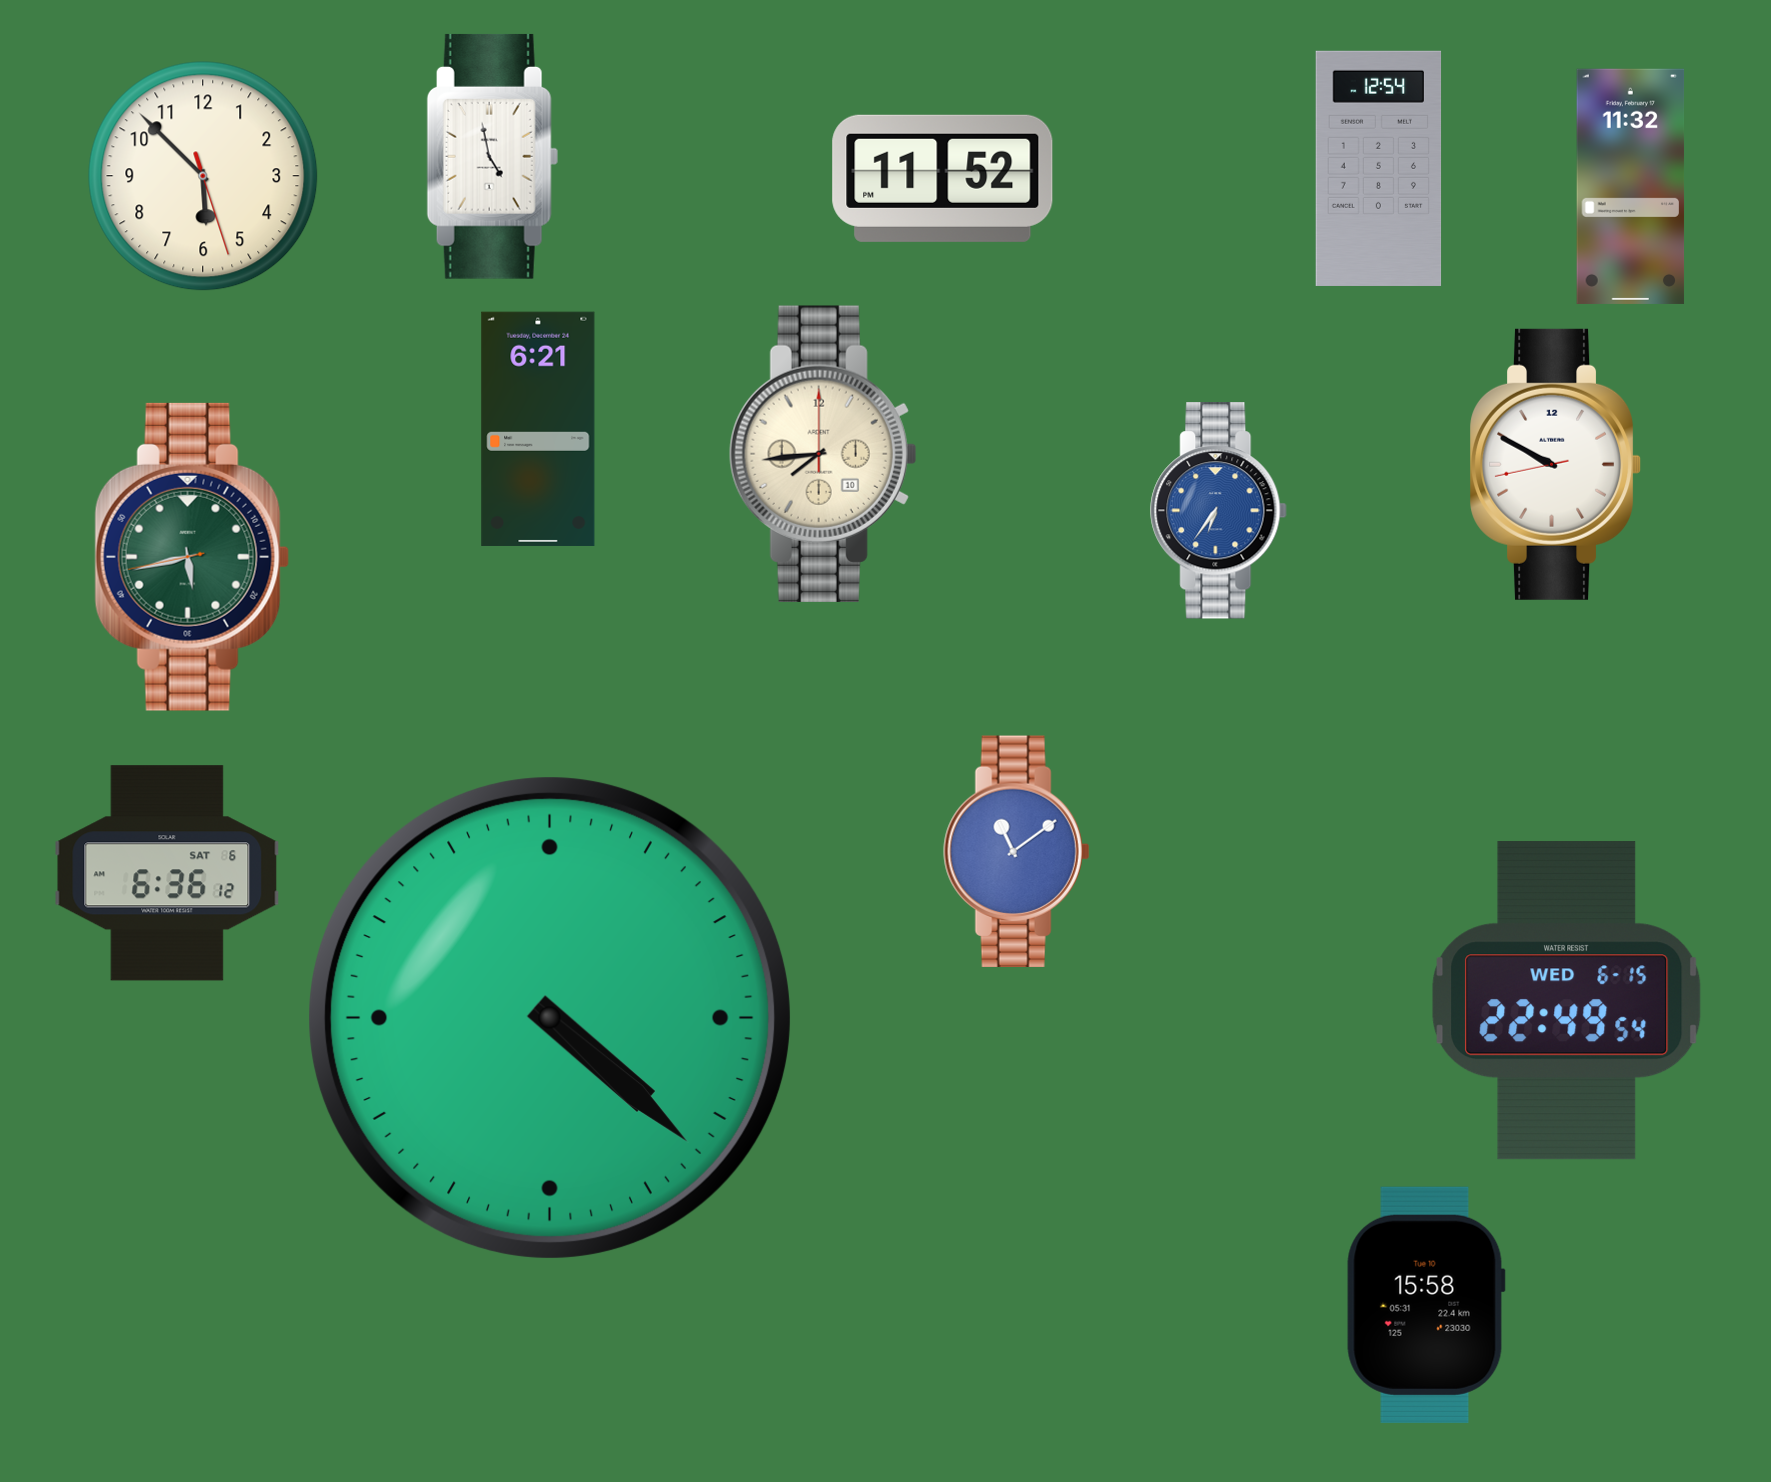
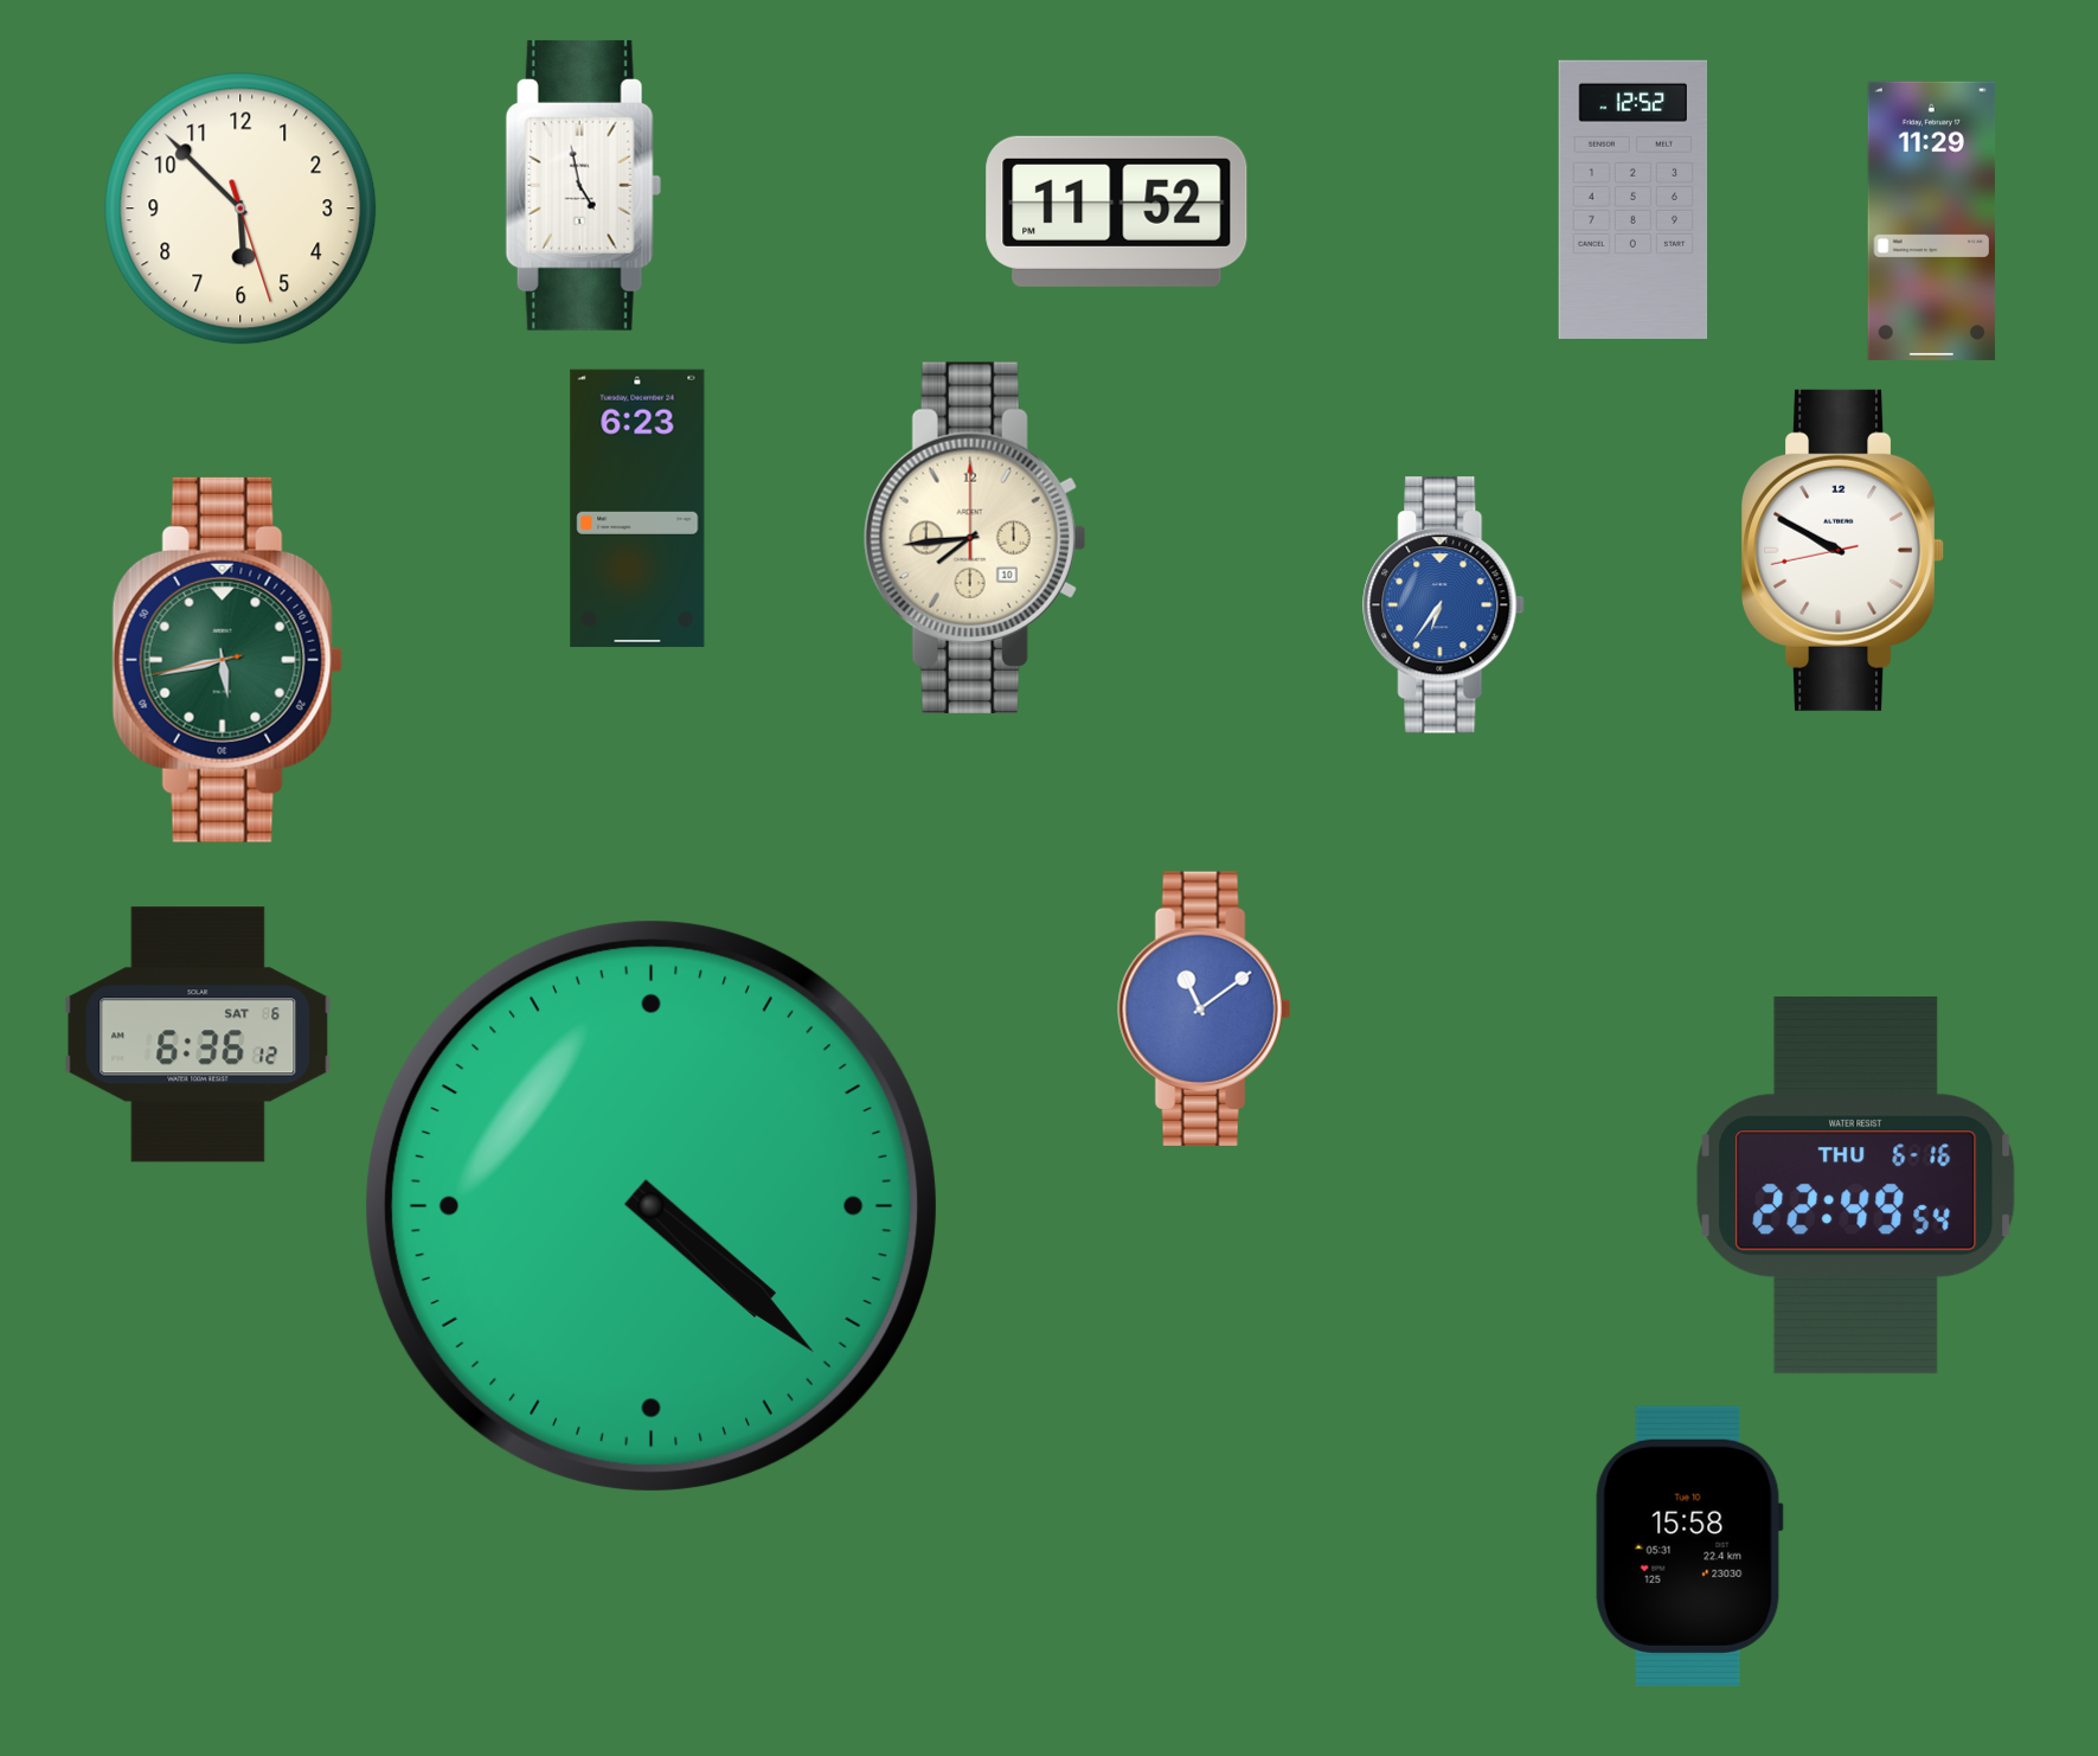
clock at (1379, 168): 12:54 -> 12:52
clock at (1631, 186): 11:32 -> 11:29
clock at (538, 429): 6:21 -> 6:23
clock at (1567, 1001) date: WED 6-15 -> THU 6-16
